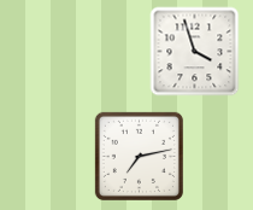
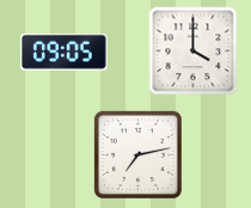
clock at (63, 51): none -> 09:05
clock at (195, 52): 3:57 -> 4:00
